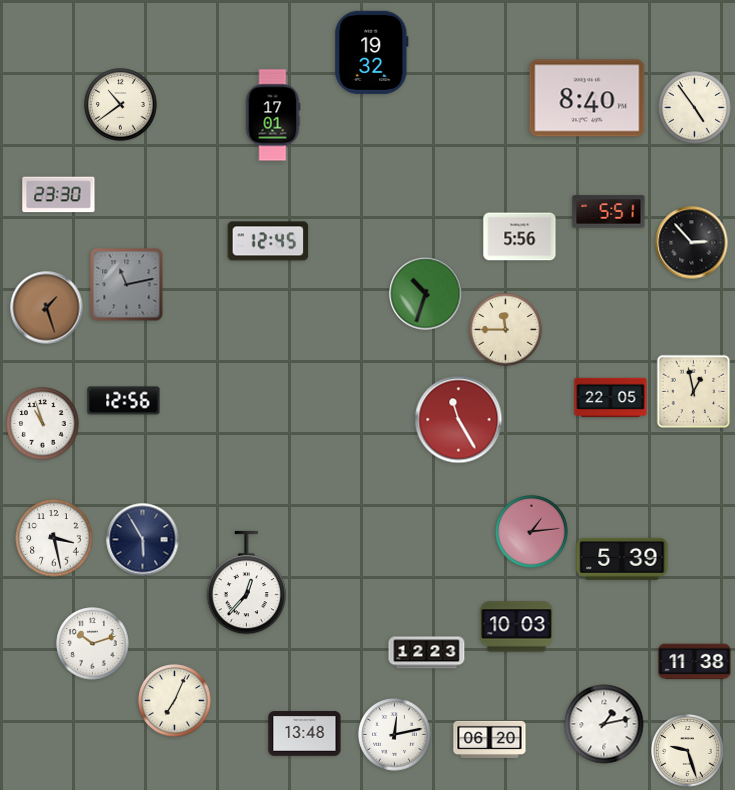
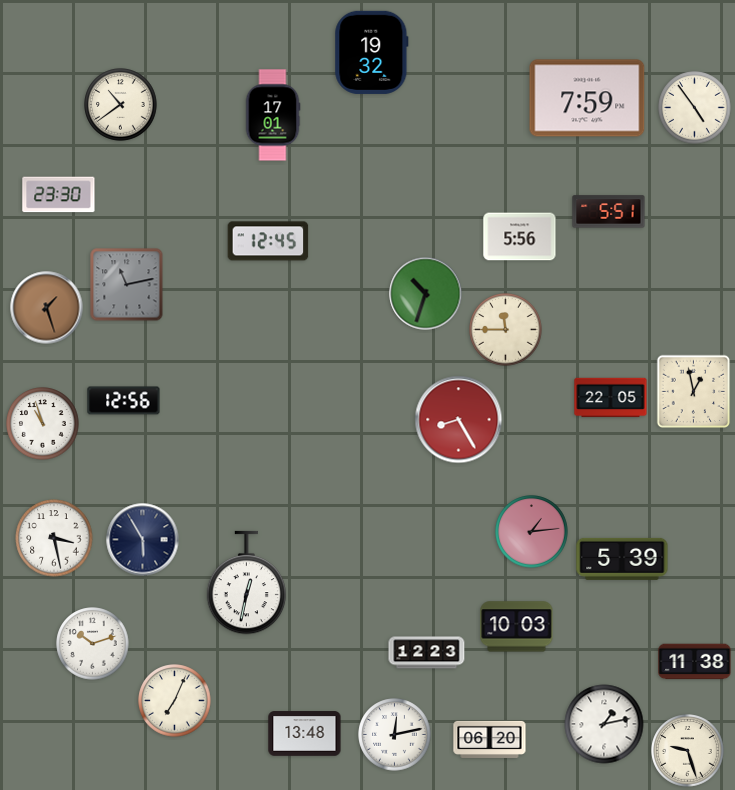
clock at (587, 98): 8:40 -> 7:59
clock at (692, 243): 2:53 -> none
clock at (459, 420): 11:25 -> 8:25
clock at (247, 583): 12:37 -> 12:32
